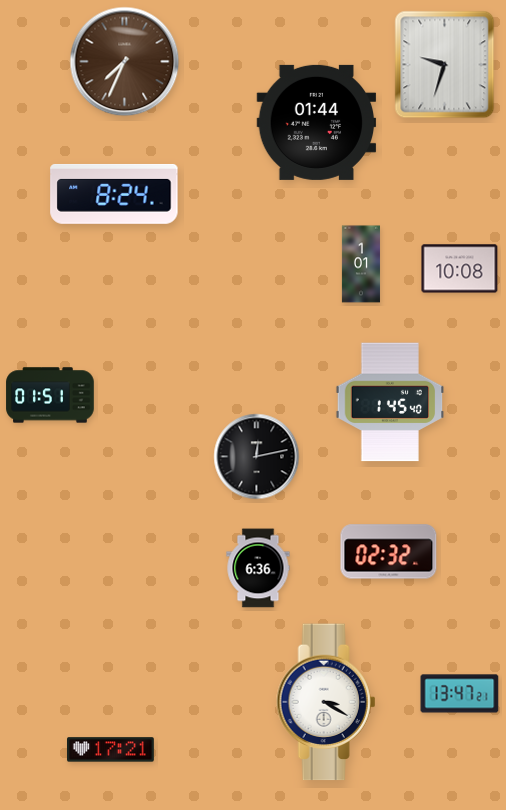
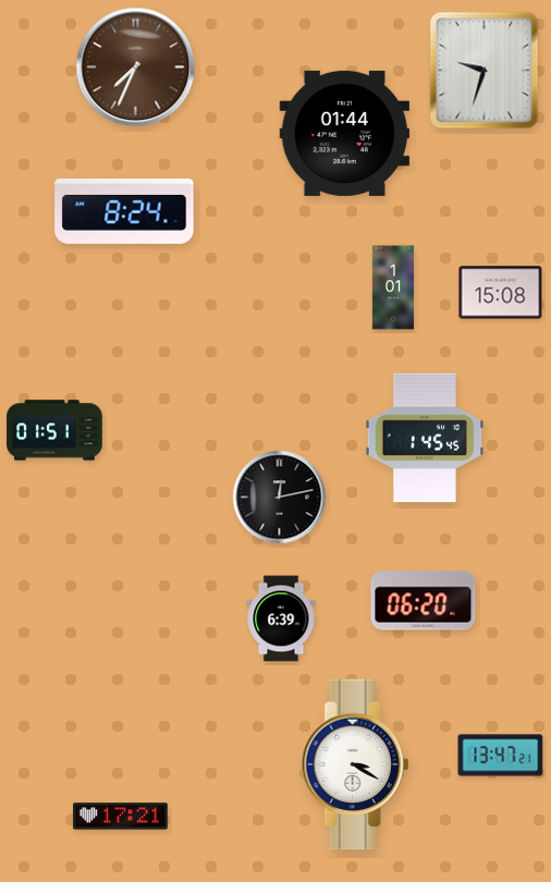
clock at (460, 269): 10:08 -> 15:08
clock at (390, 402): 1:45:40 -> 1:45:45
clock at (389, 552): 02:32 -> 06:20
clock at (258, 568): 6:36 -> 6:39
